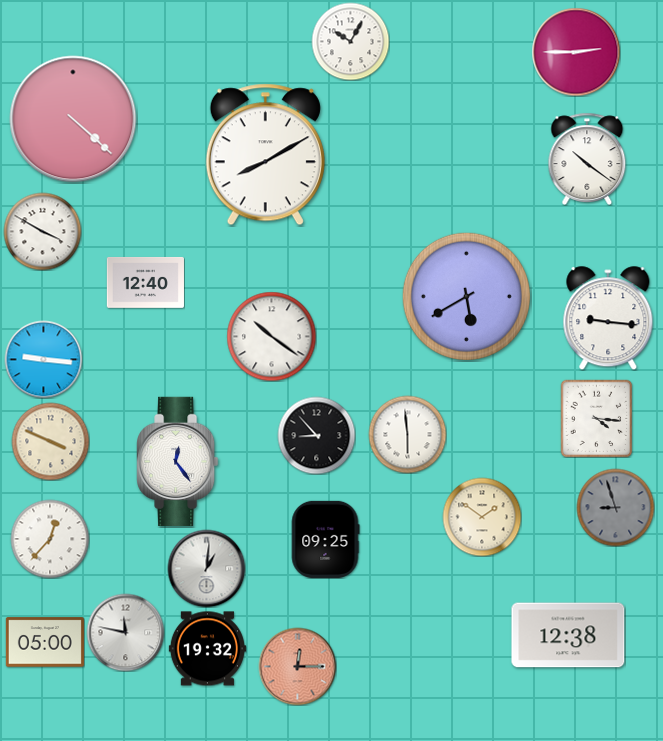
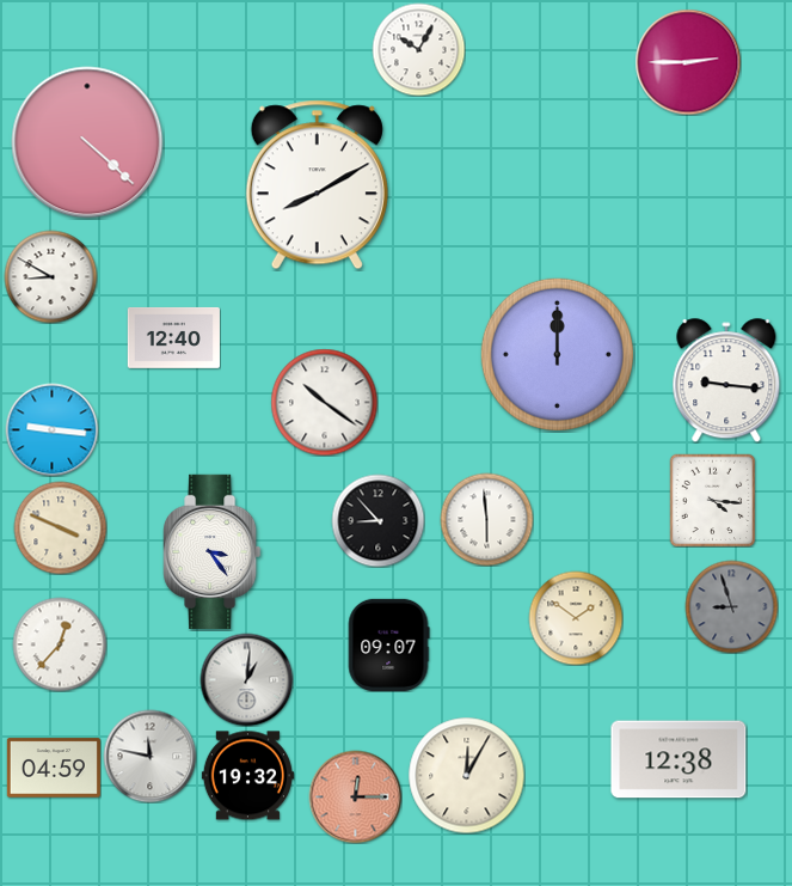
clock at (587, 159): 10:21 -> none
clock at (42, 231): 3:50 -> 8:50
clock at (466, 296): 5:40 -> 12:00
clock at (178, 461): 12:24 -> 3:24
clock at (615, 507) position: (615, 507) -> (731, 606)
clock at (325, 539): 09:25 -> 09:07
clock at (45, 642): 05:00 -> 04:59
clock at (466, 775): none -> 12:05
